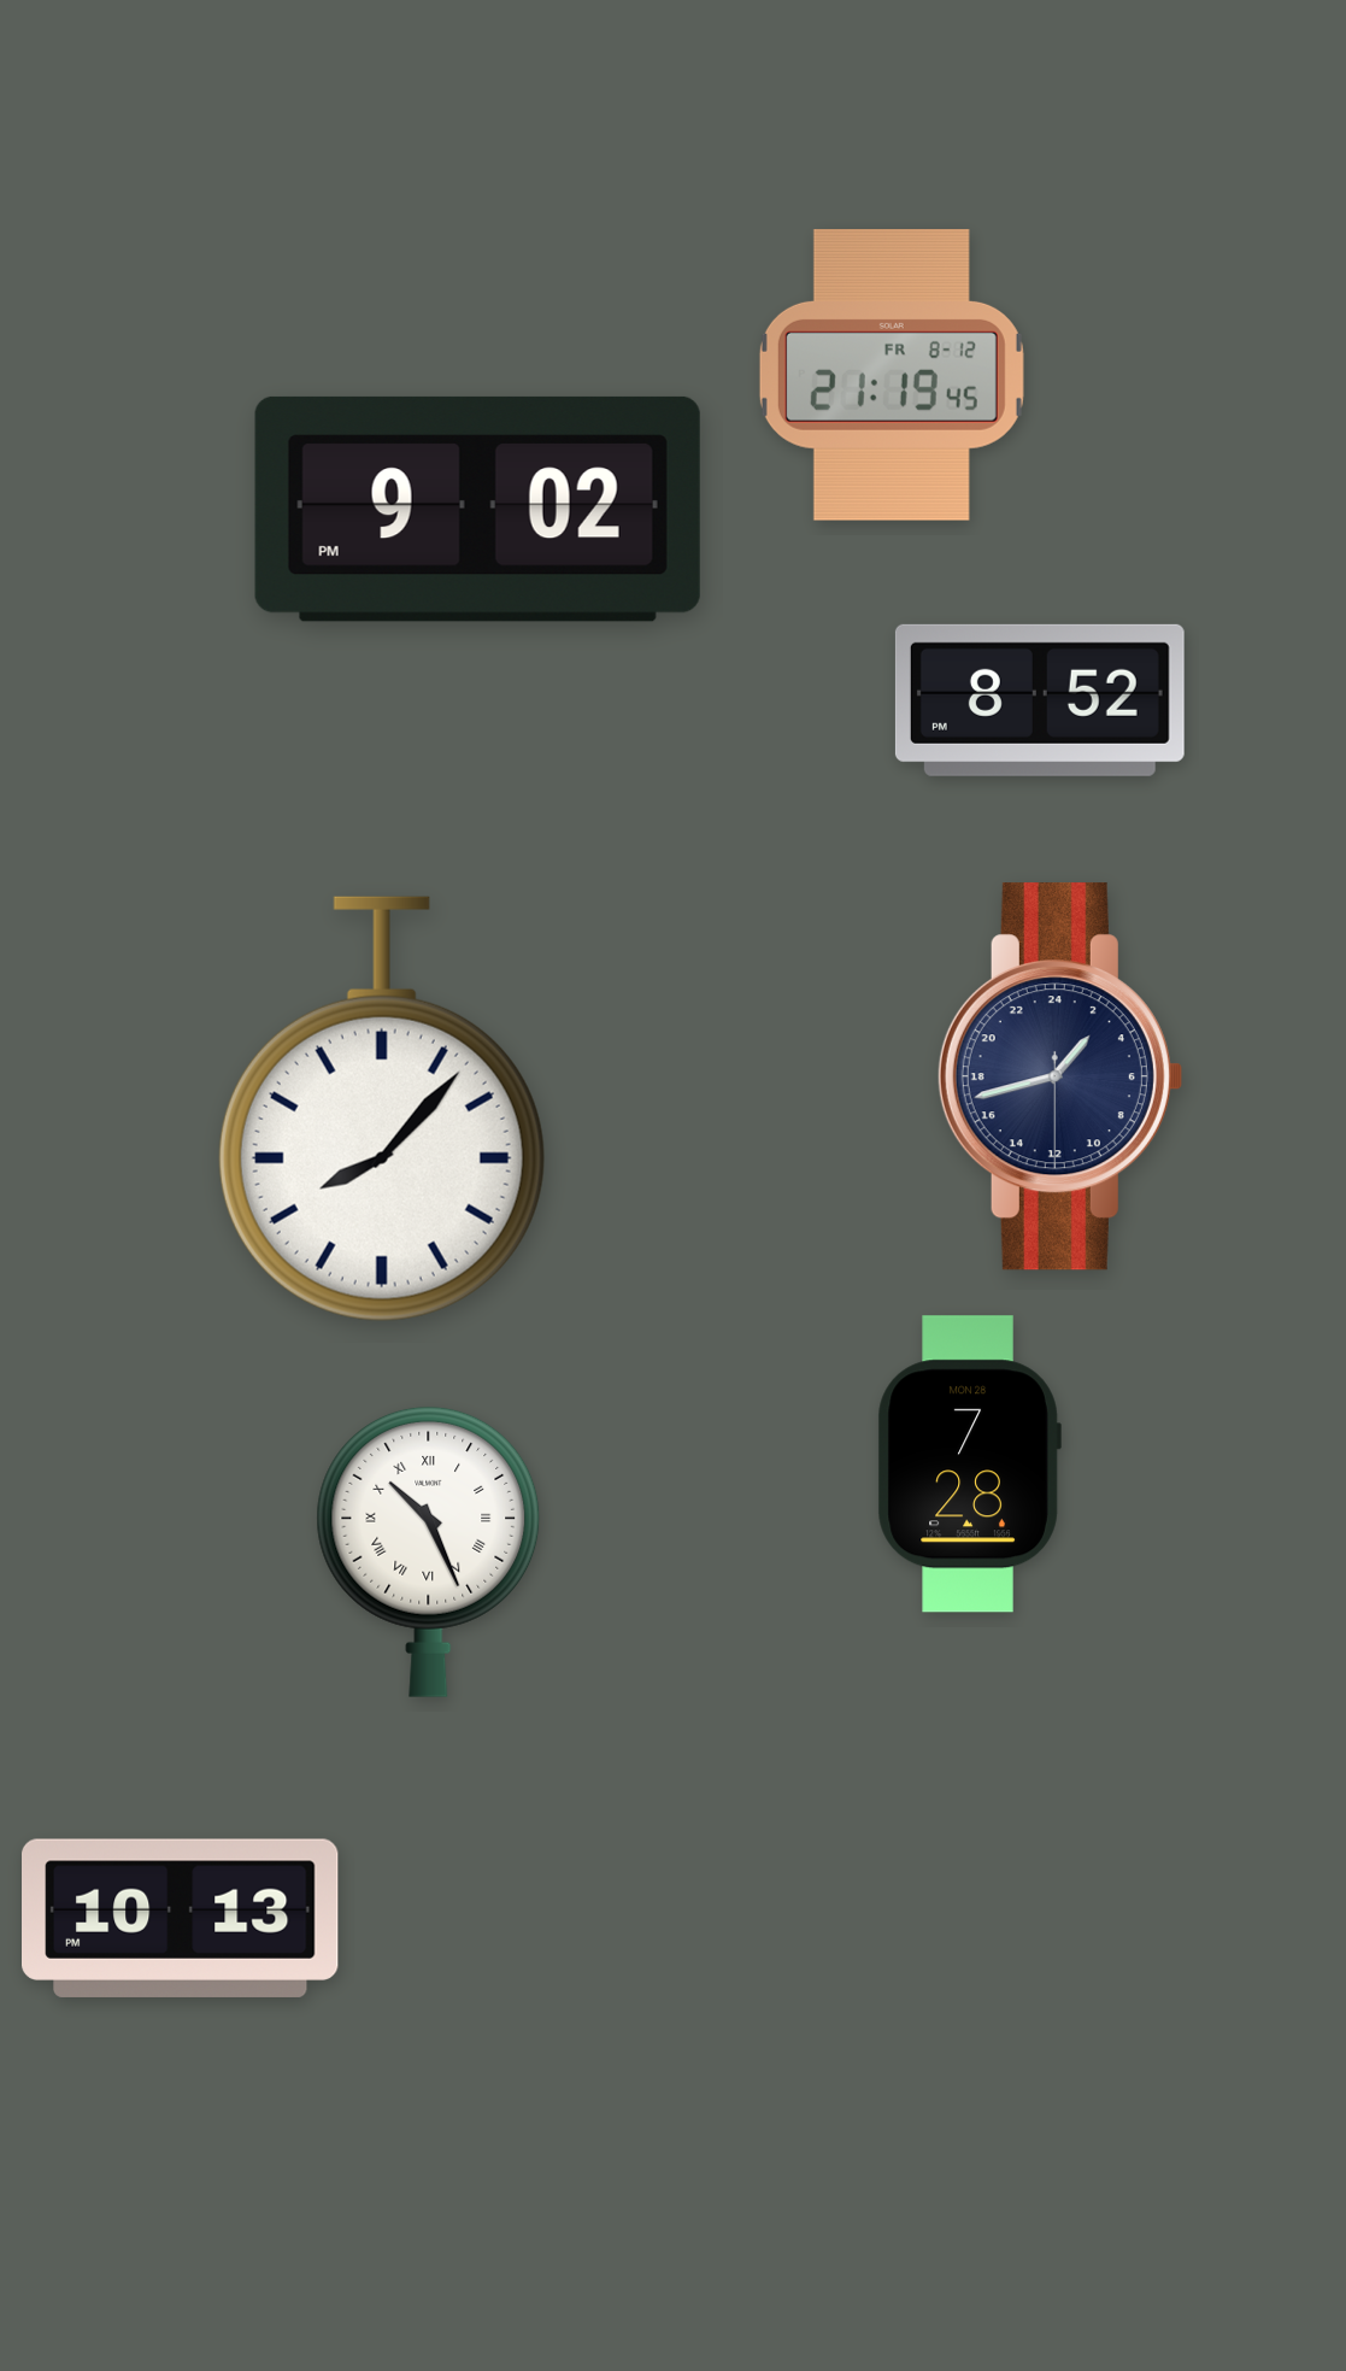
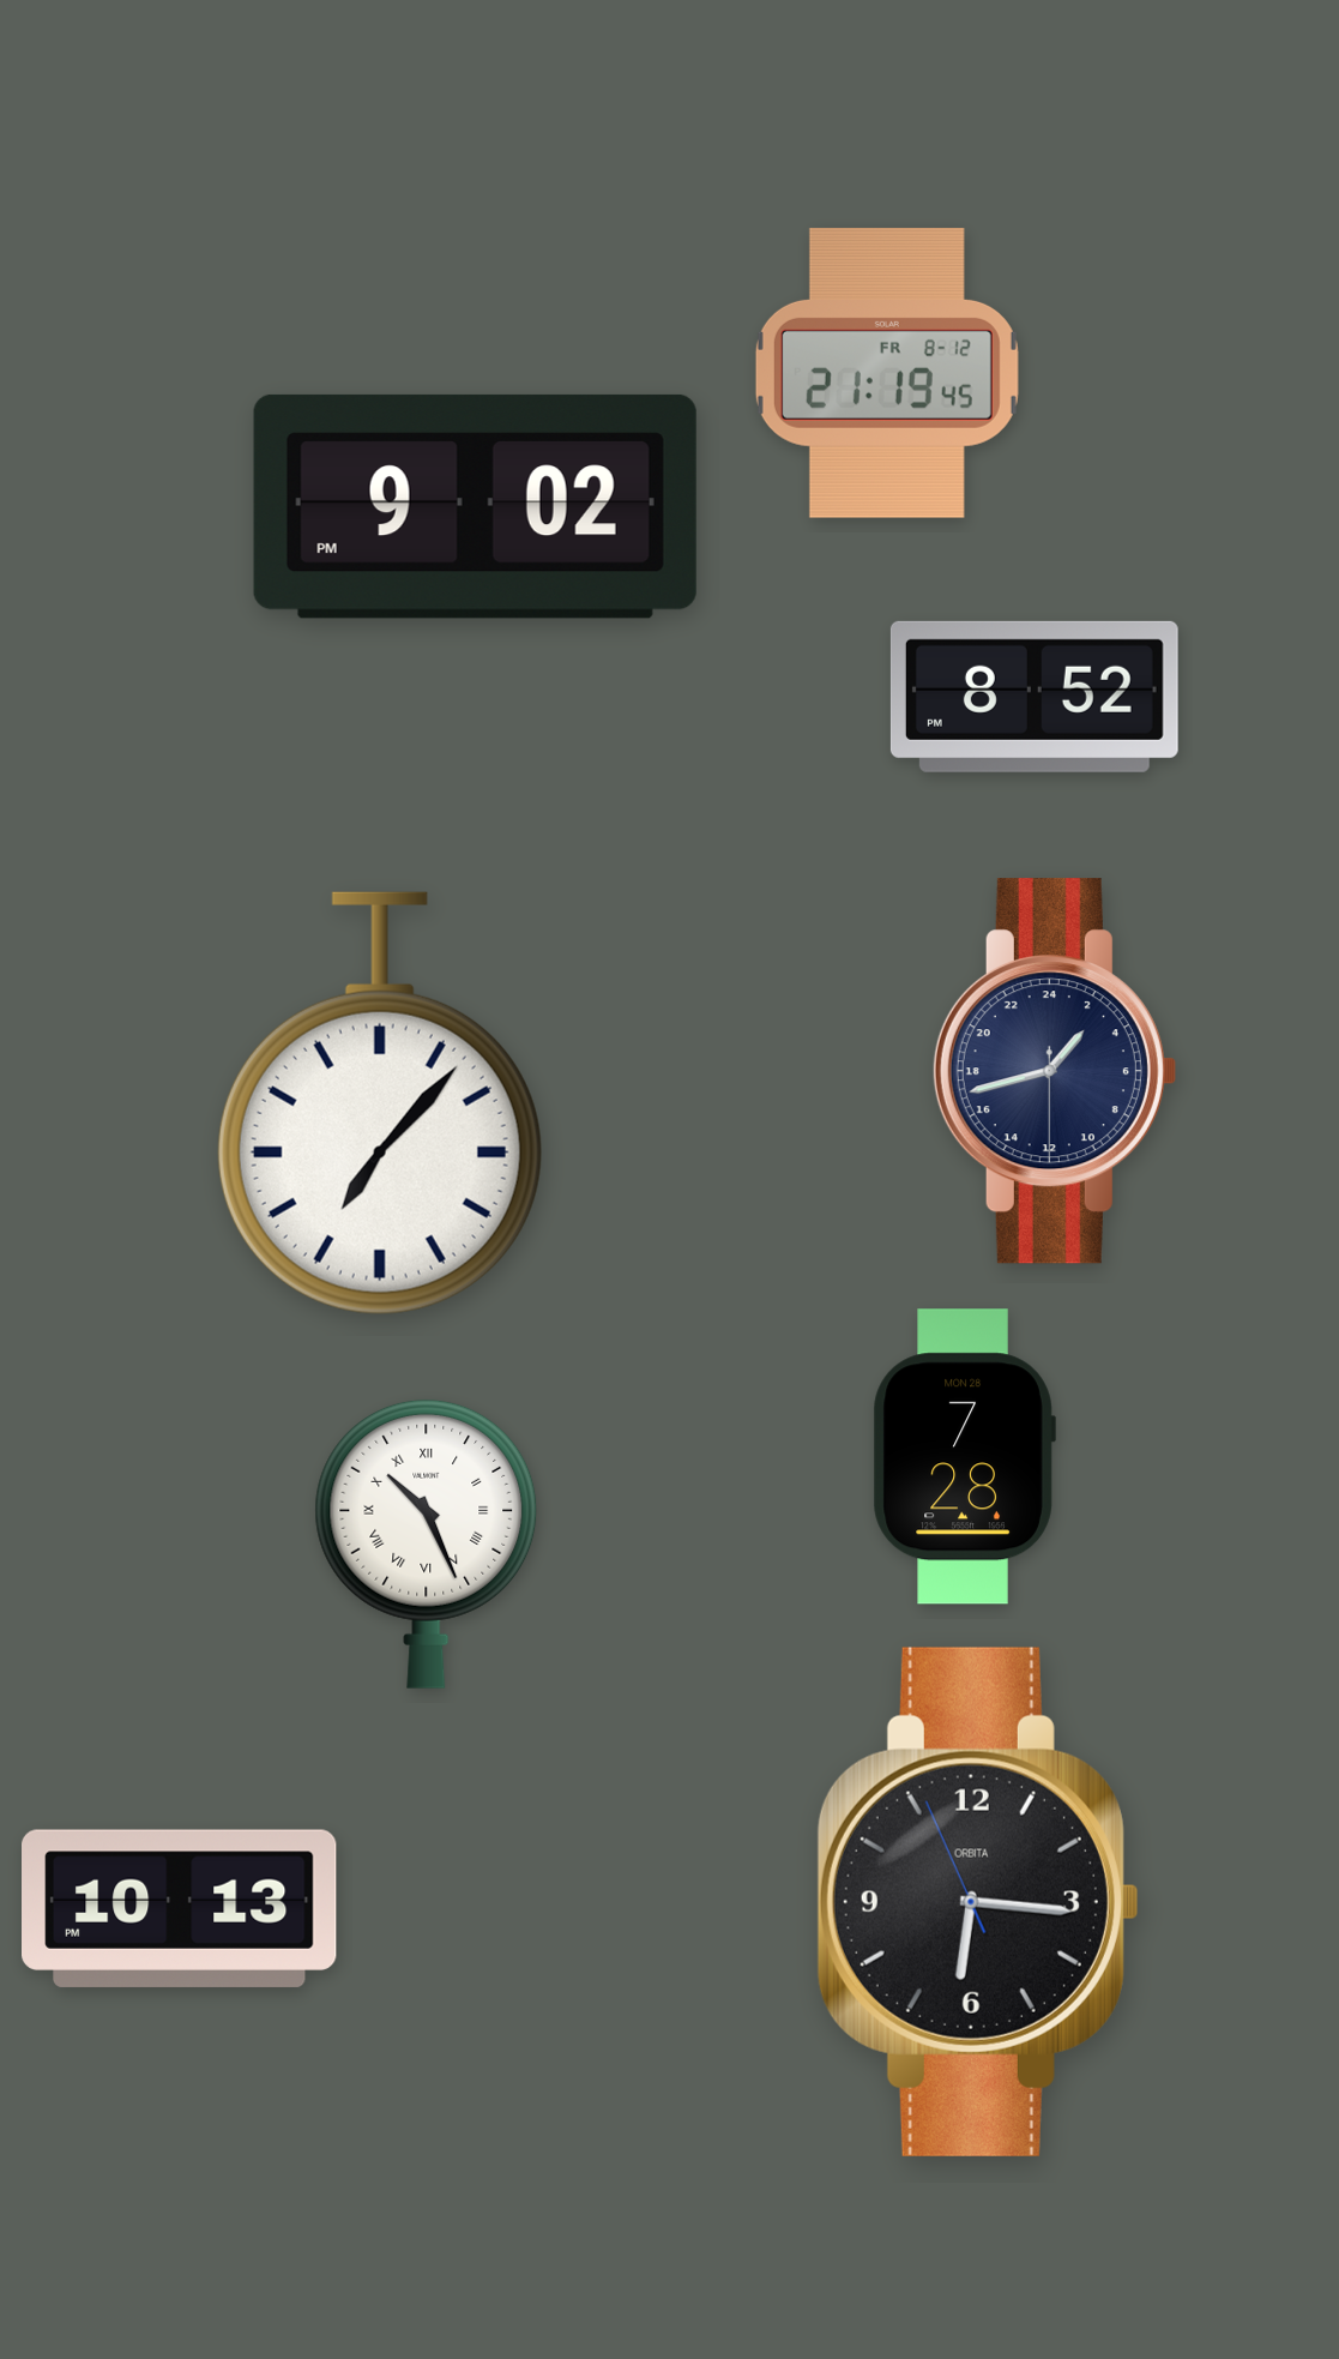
clock at (382, 1109): 8:07 -> 7:07
clock at (978, 1902): none -> 6:15
